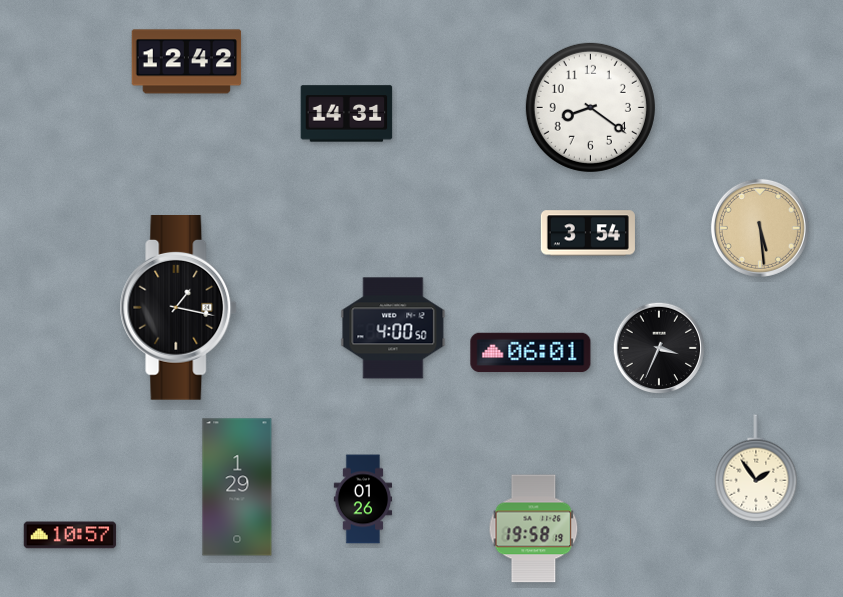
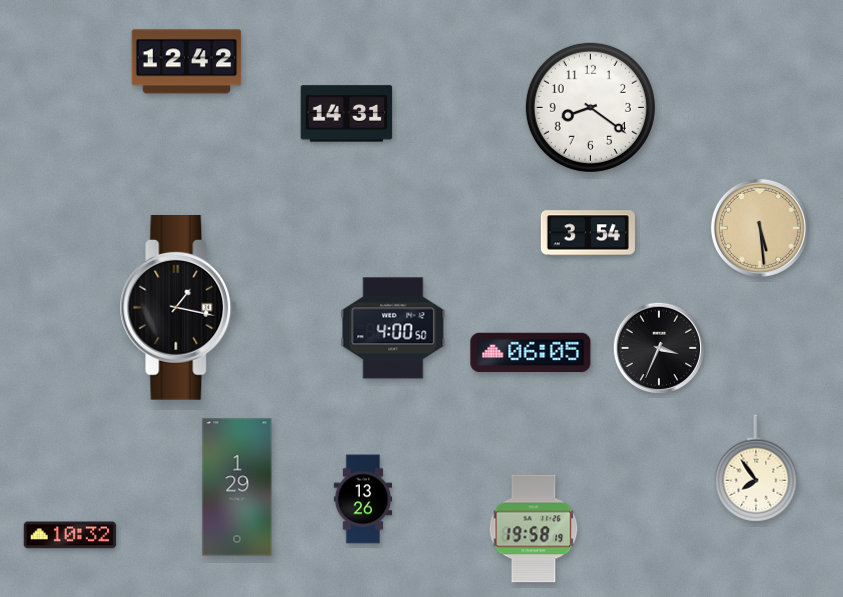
clock at (531, 353): 06:01 -> 06:05
clock at (756, 468): 1:54 -> 7:54
clock at (363, 499): 01:26 -> 13:26
clock at (70, 535): 10:57 -> 10:32
